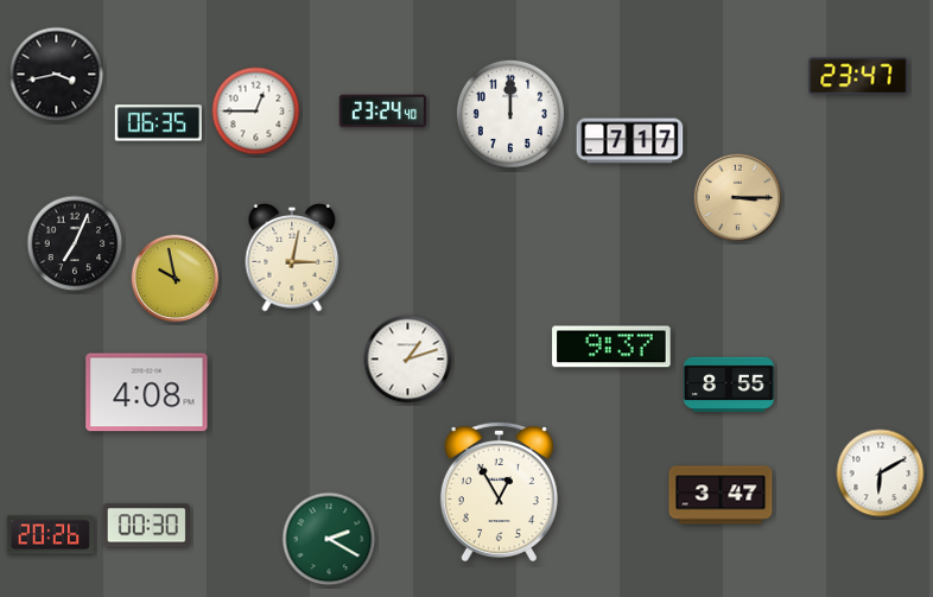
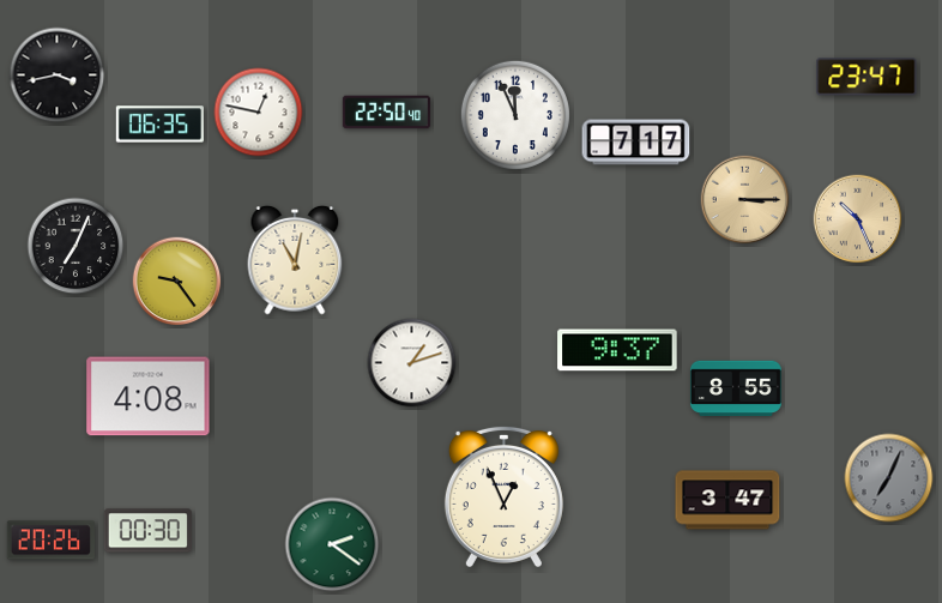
clock at (256, 112): 12:45 -> 12:47
clock at (382, 112): 23:24 -> 22:50
clock at (510, 114): 12:00 -> 11:56
clock at (858, 219): none -> 10:26
clock at (292, 258): 3:02 -> 11:02
clock at (176, 279): 9:58 -> 9:24
clock at (881, 474): 6:10 -> 7:04
clock at (881, 474) dial: white -> grey
clock at (499, 491): 12:55 -> 12:56
clock at (329, 539): 2:20 -> 2:21
